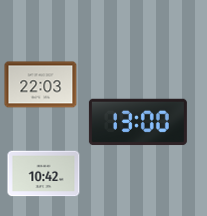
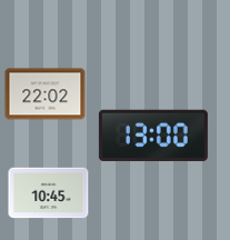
clock at (41, 85): 22:03 -> 22:02
clock at (44, 174): 10:42 -> 10:45
